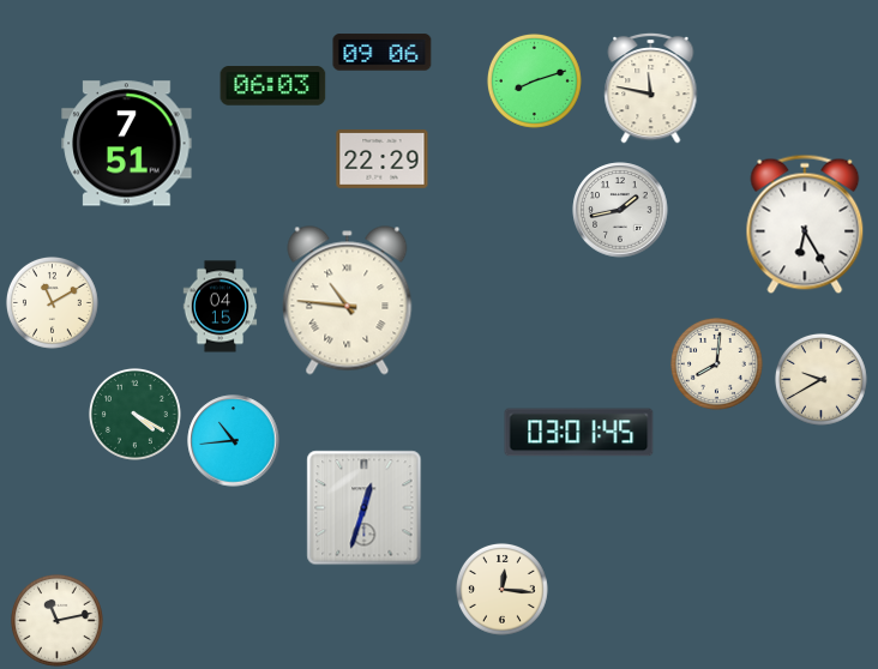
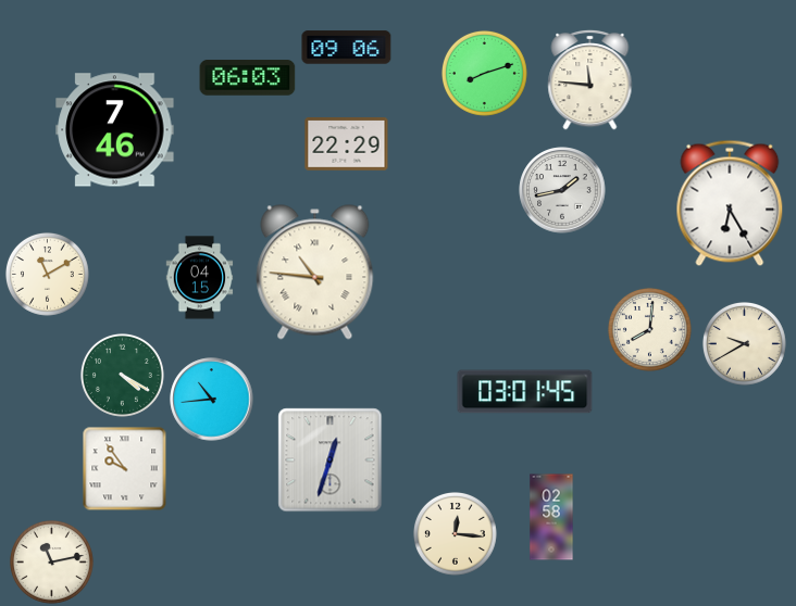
clock at (651, 88): 11:47 -> 11:46
clock at (127, 144): 7:51 -> 7:46
clock at (124, 468): none -> 9:54
clock at (551, 517): none -> 02:58
